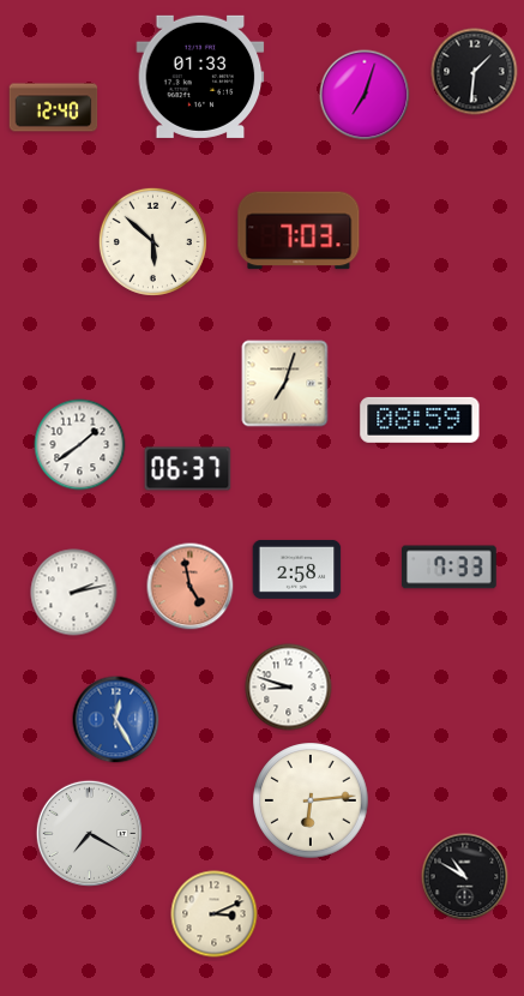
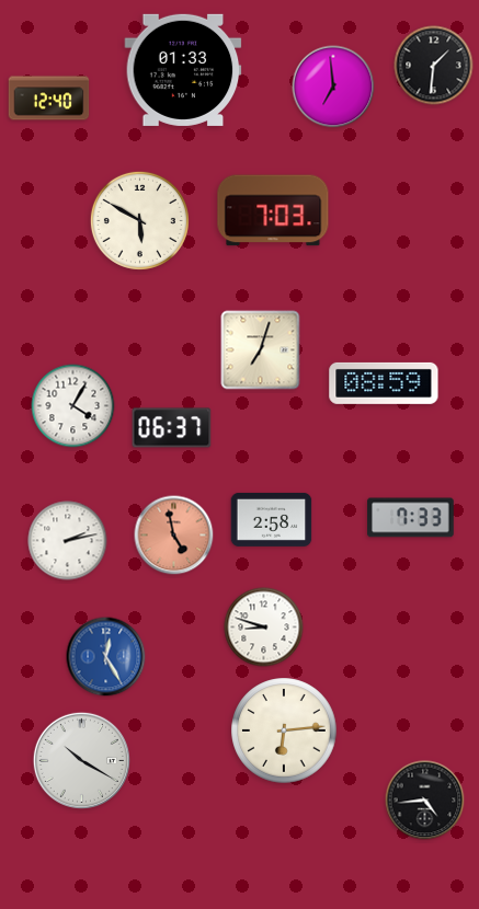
clock at (365, 95): 7:03 -> 6:59
clock at (152, 241): 5:52 -> 5:50
clock at (80, 445): 1:39 -> 4:05
clock at (89, 833): 7:20 -> 10:20
clock at (465, 877): 10:50 -> 4:44
clock at (215, 914): 3:11 -> none
